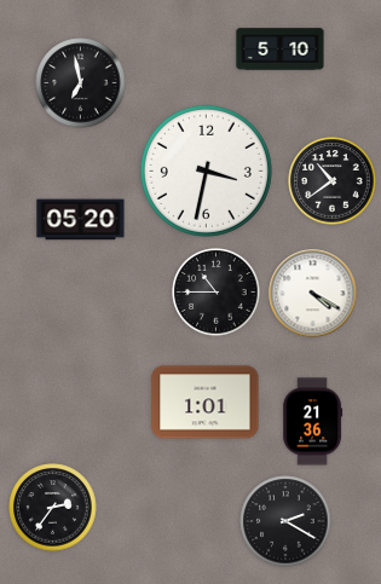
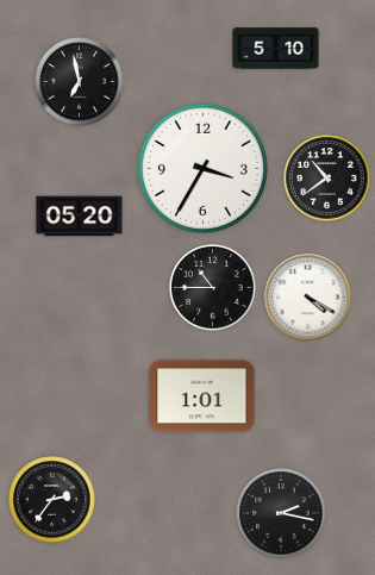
clock at (206, 170): 3:32 -> 3:35
clock at (313, 294) position: (313, 294) -> (308, 298)
clock at (313, 422): 21:36 -> none
clock at (285, 521): 2:20 -> 2:17
